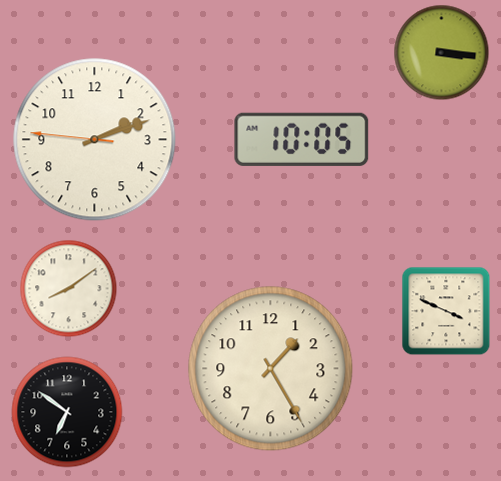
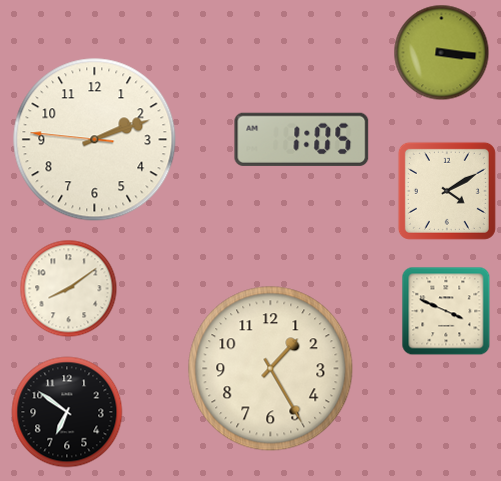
clock at (302, 139): 10:05 -> 1:05
clock at (447, 191): none -> 4:10
